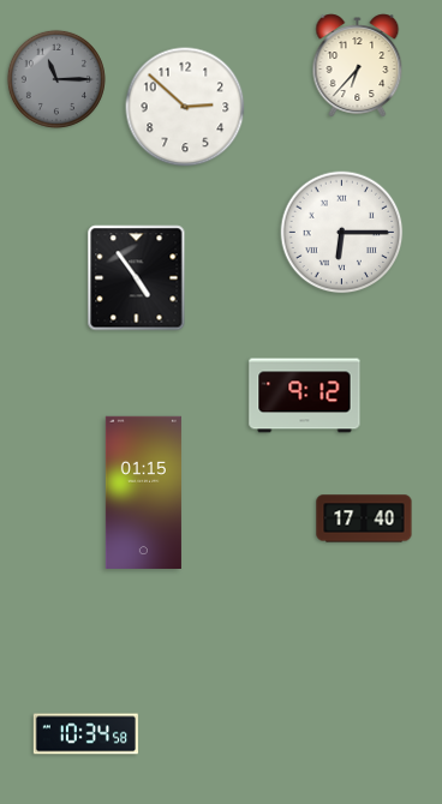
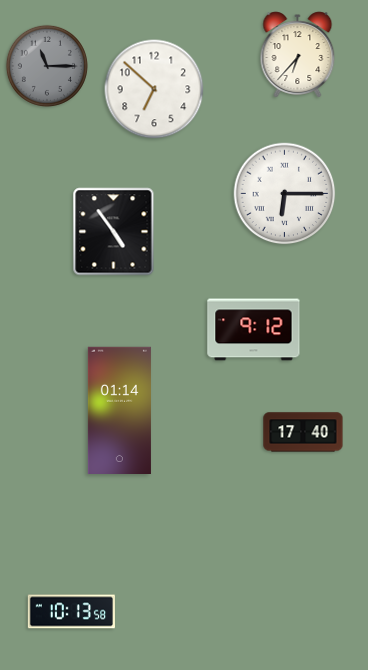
clock at (185, 107): 2:52 -> 6:52
clock at (143, 492): 01:15 -> 01:14
clock at (85, 734): 10:34 -> 10:13
